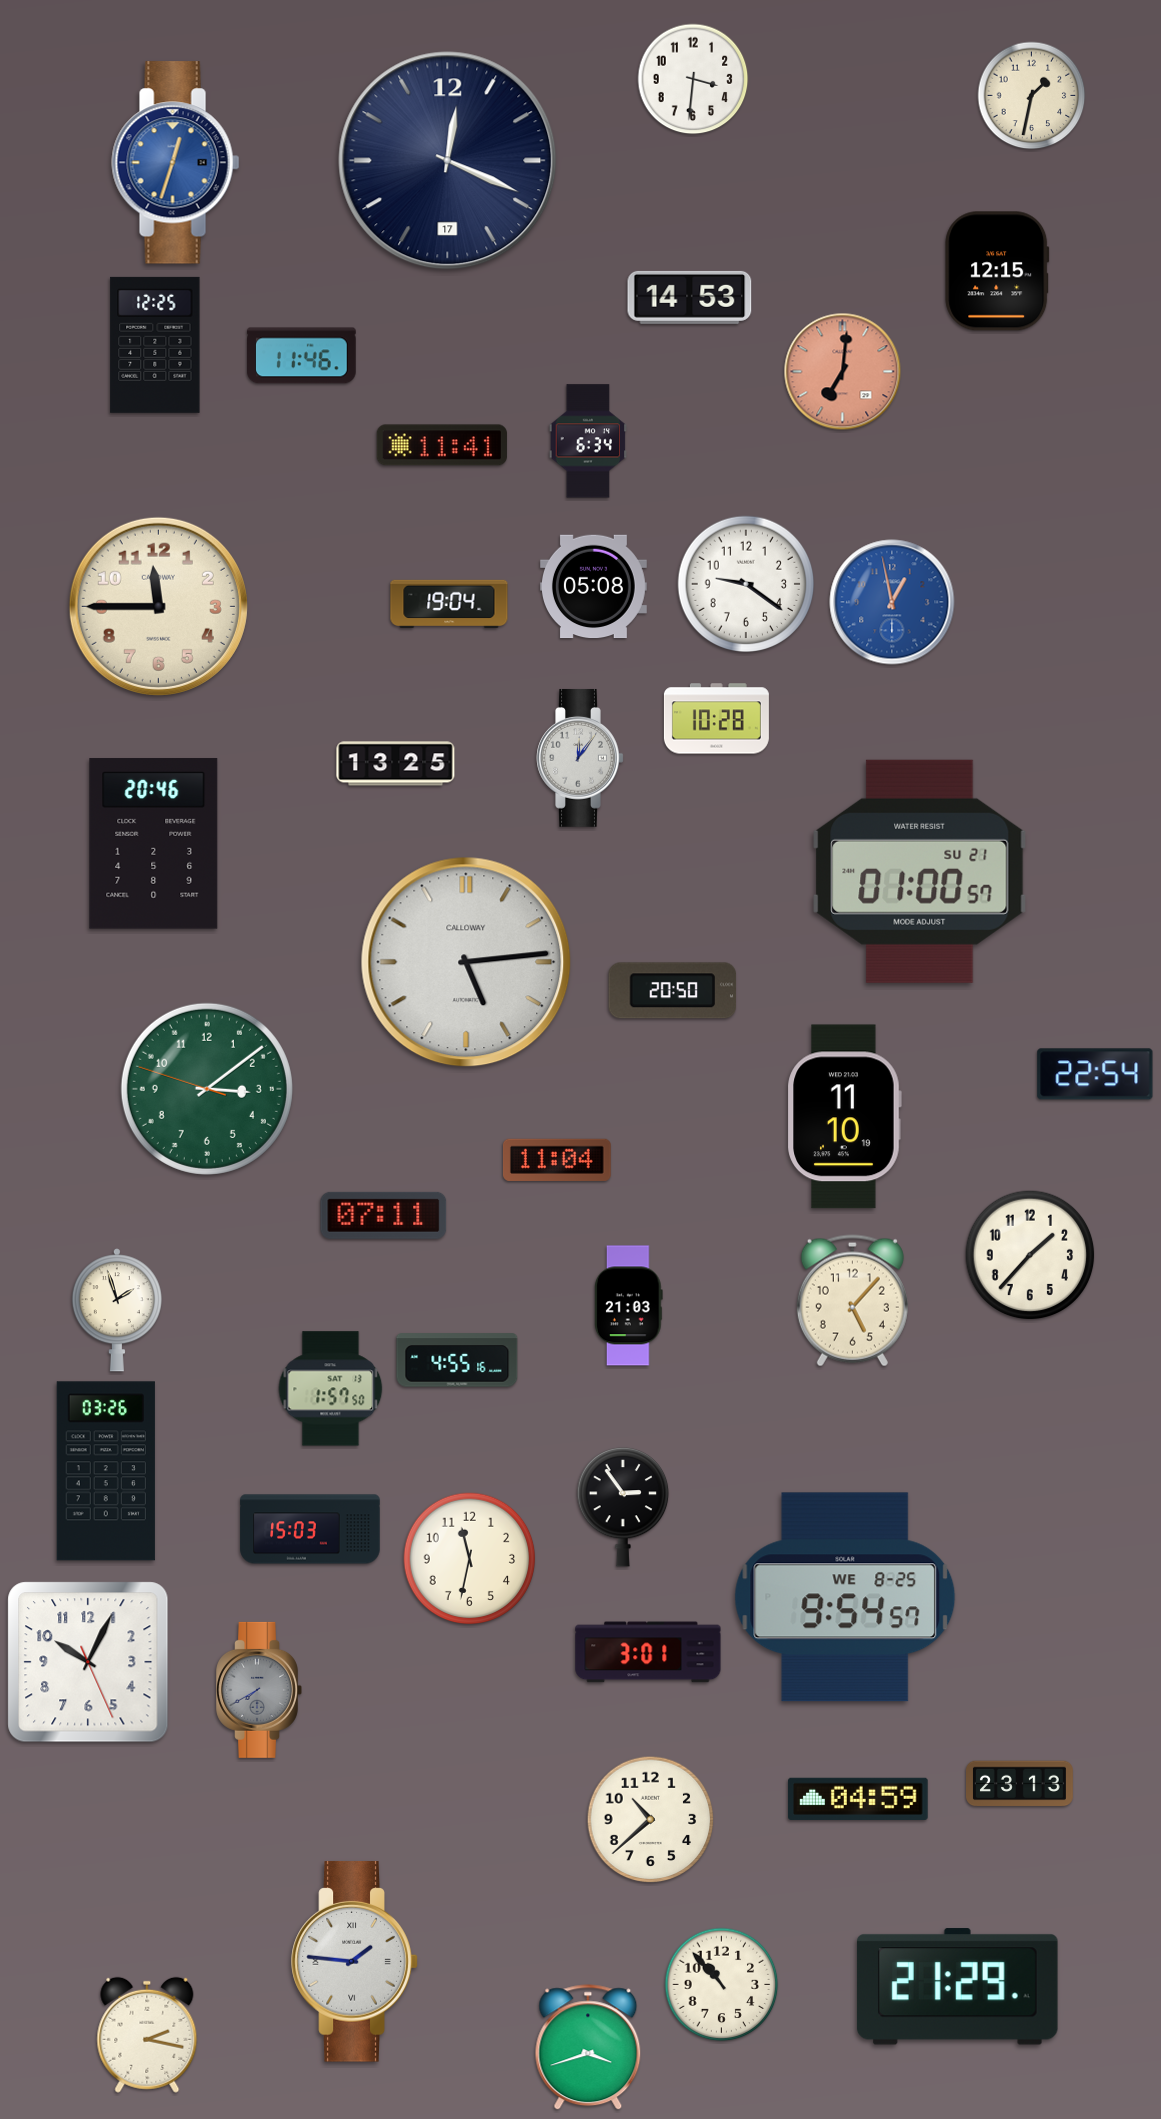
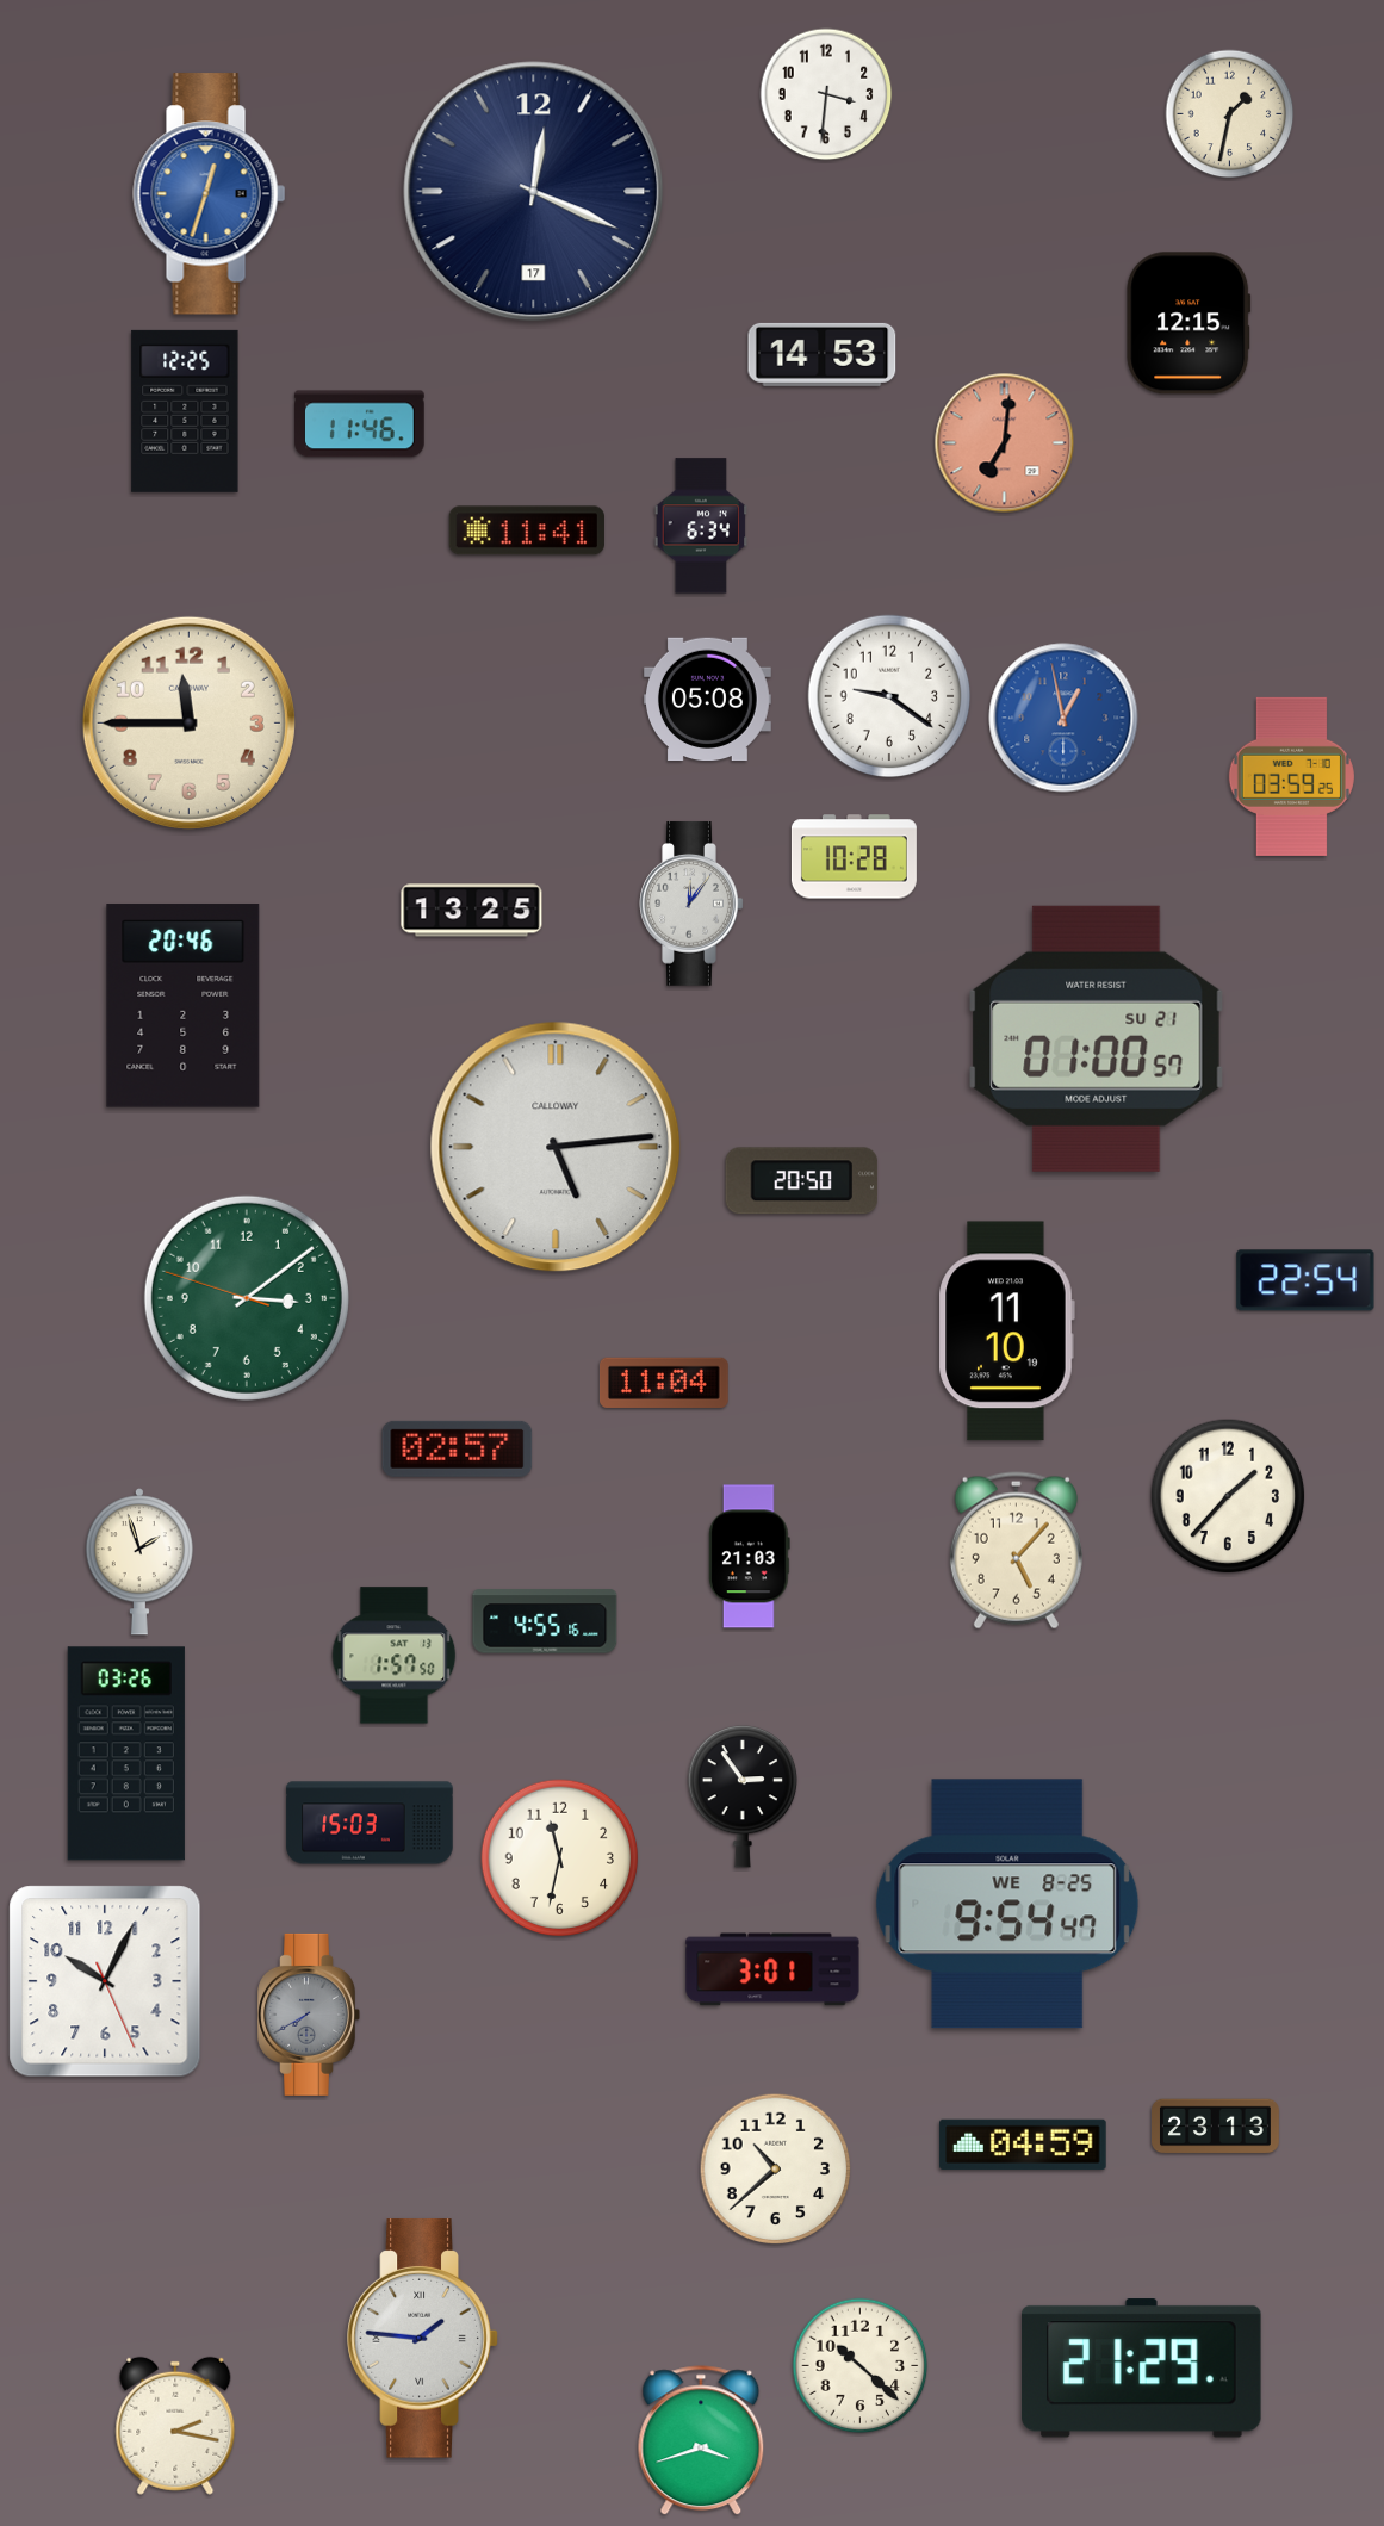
clock at (449, 603): 19:04 -> none
clock at (1291, 776): none -> 03:59
clock at (384, 1215): 07:11 -> 02:57
clock at (845, 1597): 9:54:57 -> 9:54:47
clock at (722, 1985): 10:53 -> 10:22
